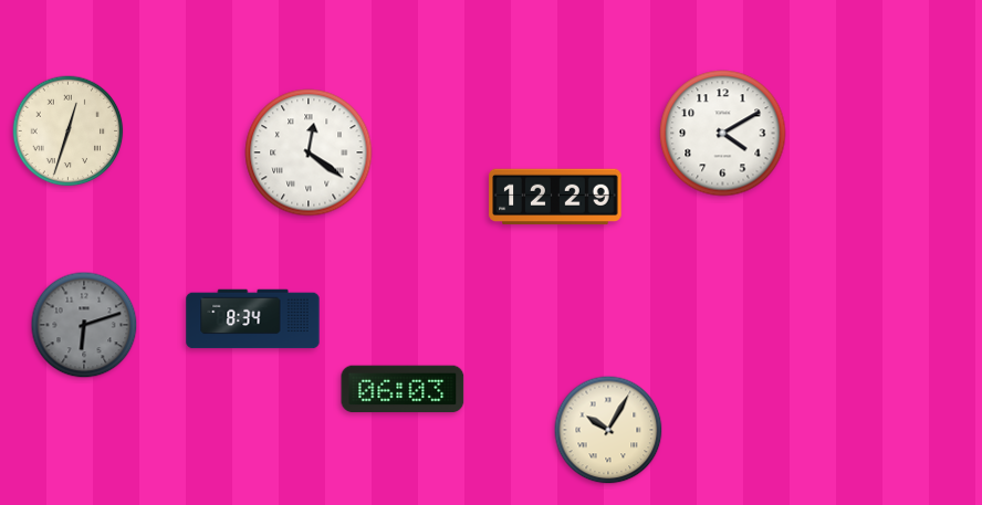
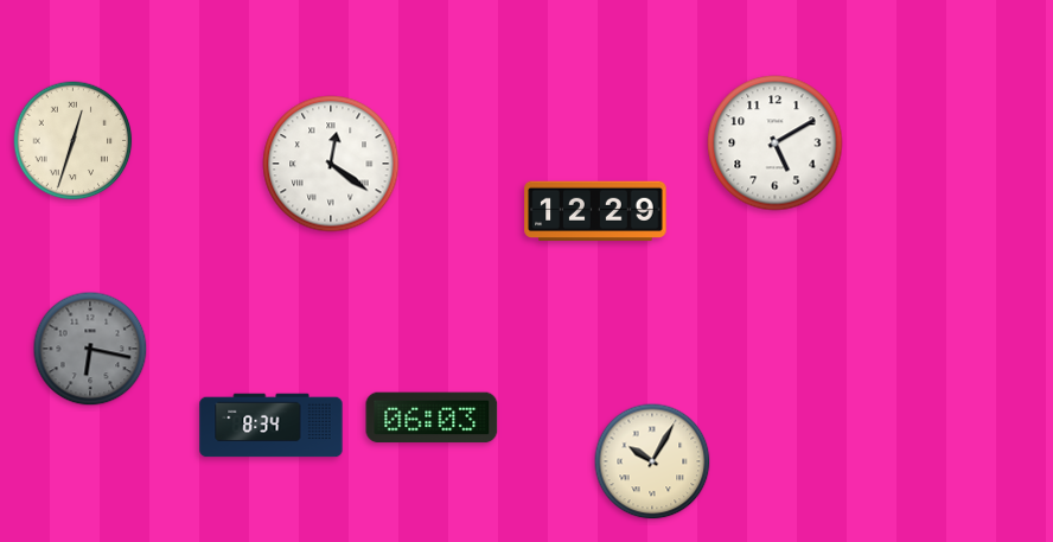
clock at (723, 134): 4:10 -> 5:10
clock at (253, 319) position: (253, 319) -> (272, 426)
clock at (84, 325): 6:12 -> 6:17
